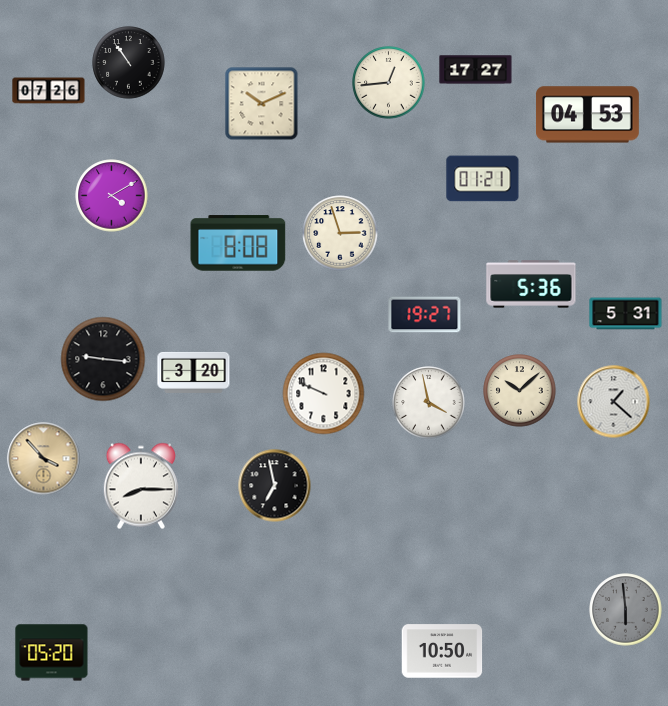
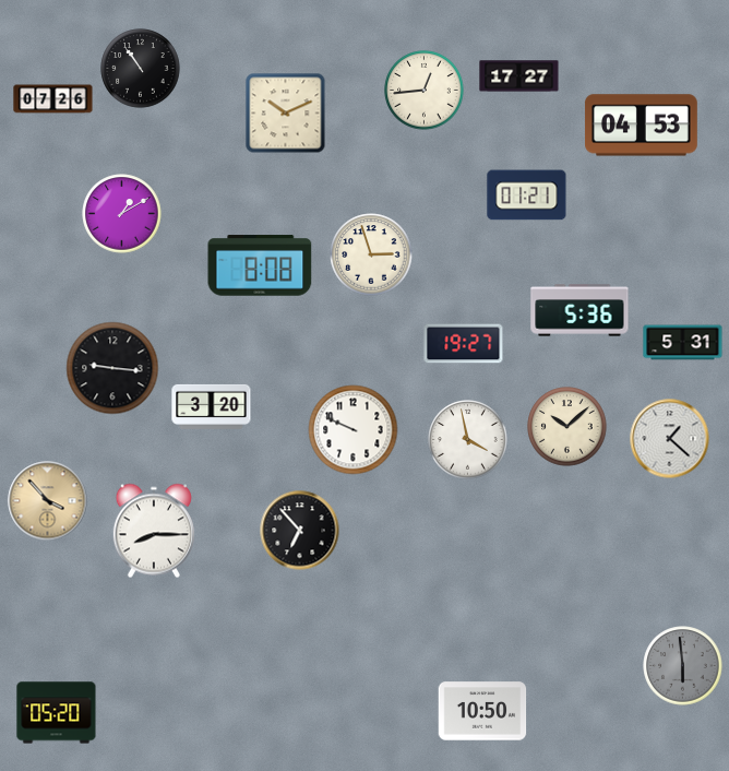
clock at (112, 196): 4:10 -> 1:10
clock at (103, 359) position: (103, 359) -> (112, 368)
clock at (275, 486): 6:58 -> 6:53
